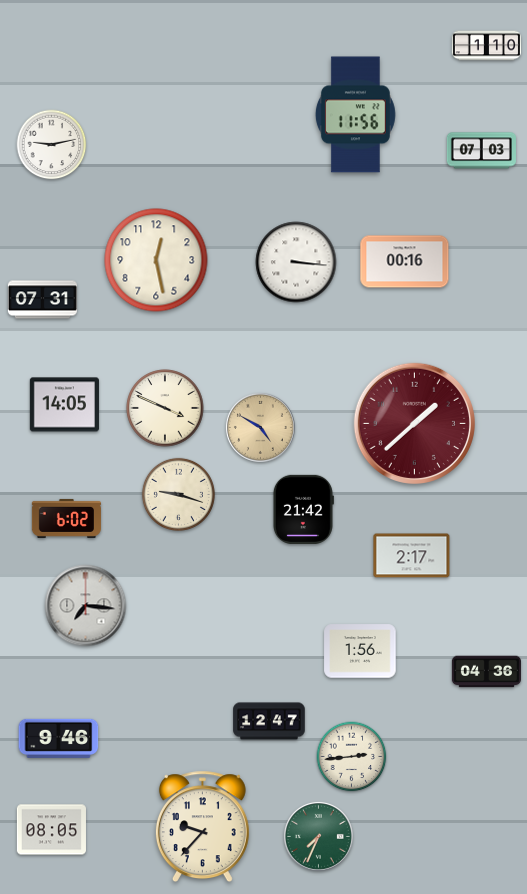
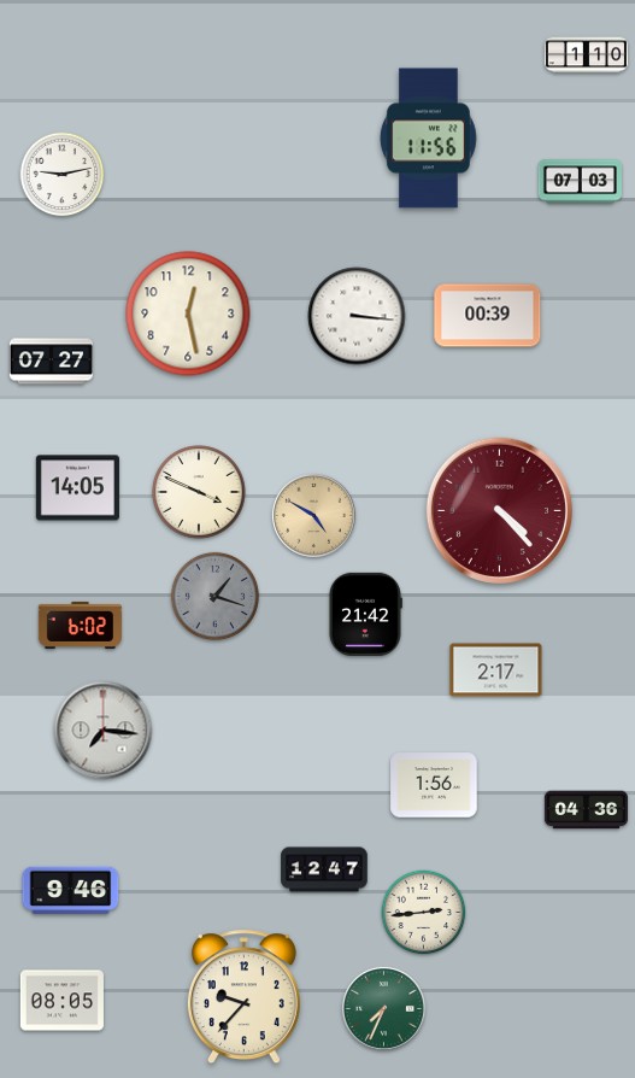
clock at (405, 262): 00:16 -> 00:39
clock at (42, 300): 07:31 -> 07:27
clock at (414, 423): 1:38 -> 4:23
clock at (178, 494): 9:18 -> 1:18
clock at (178, 494) dial: cream -> grey
